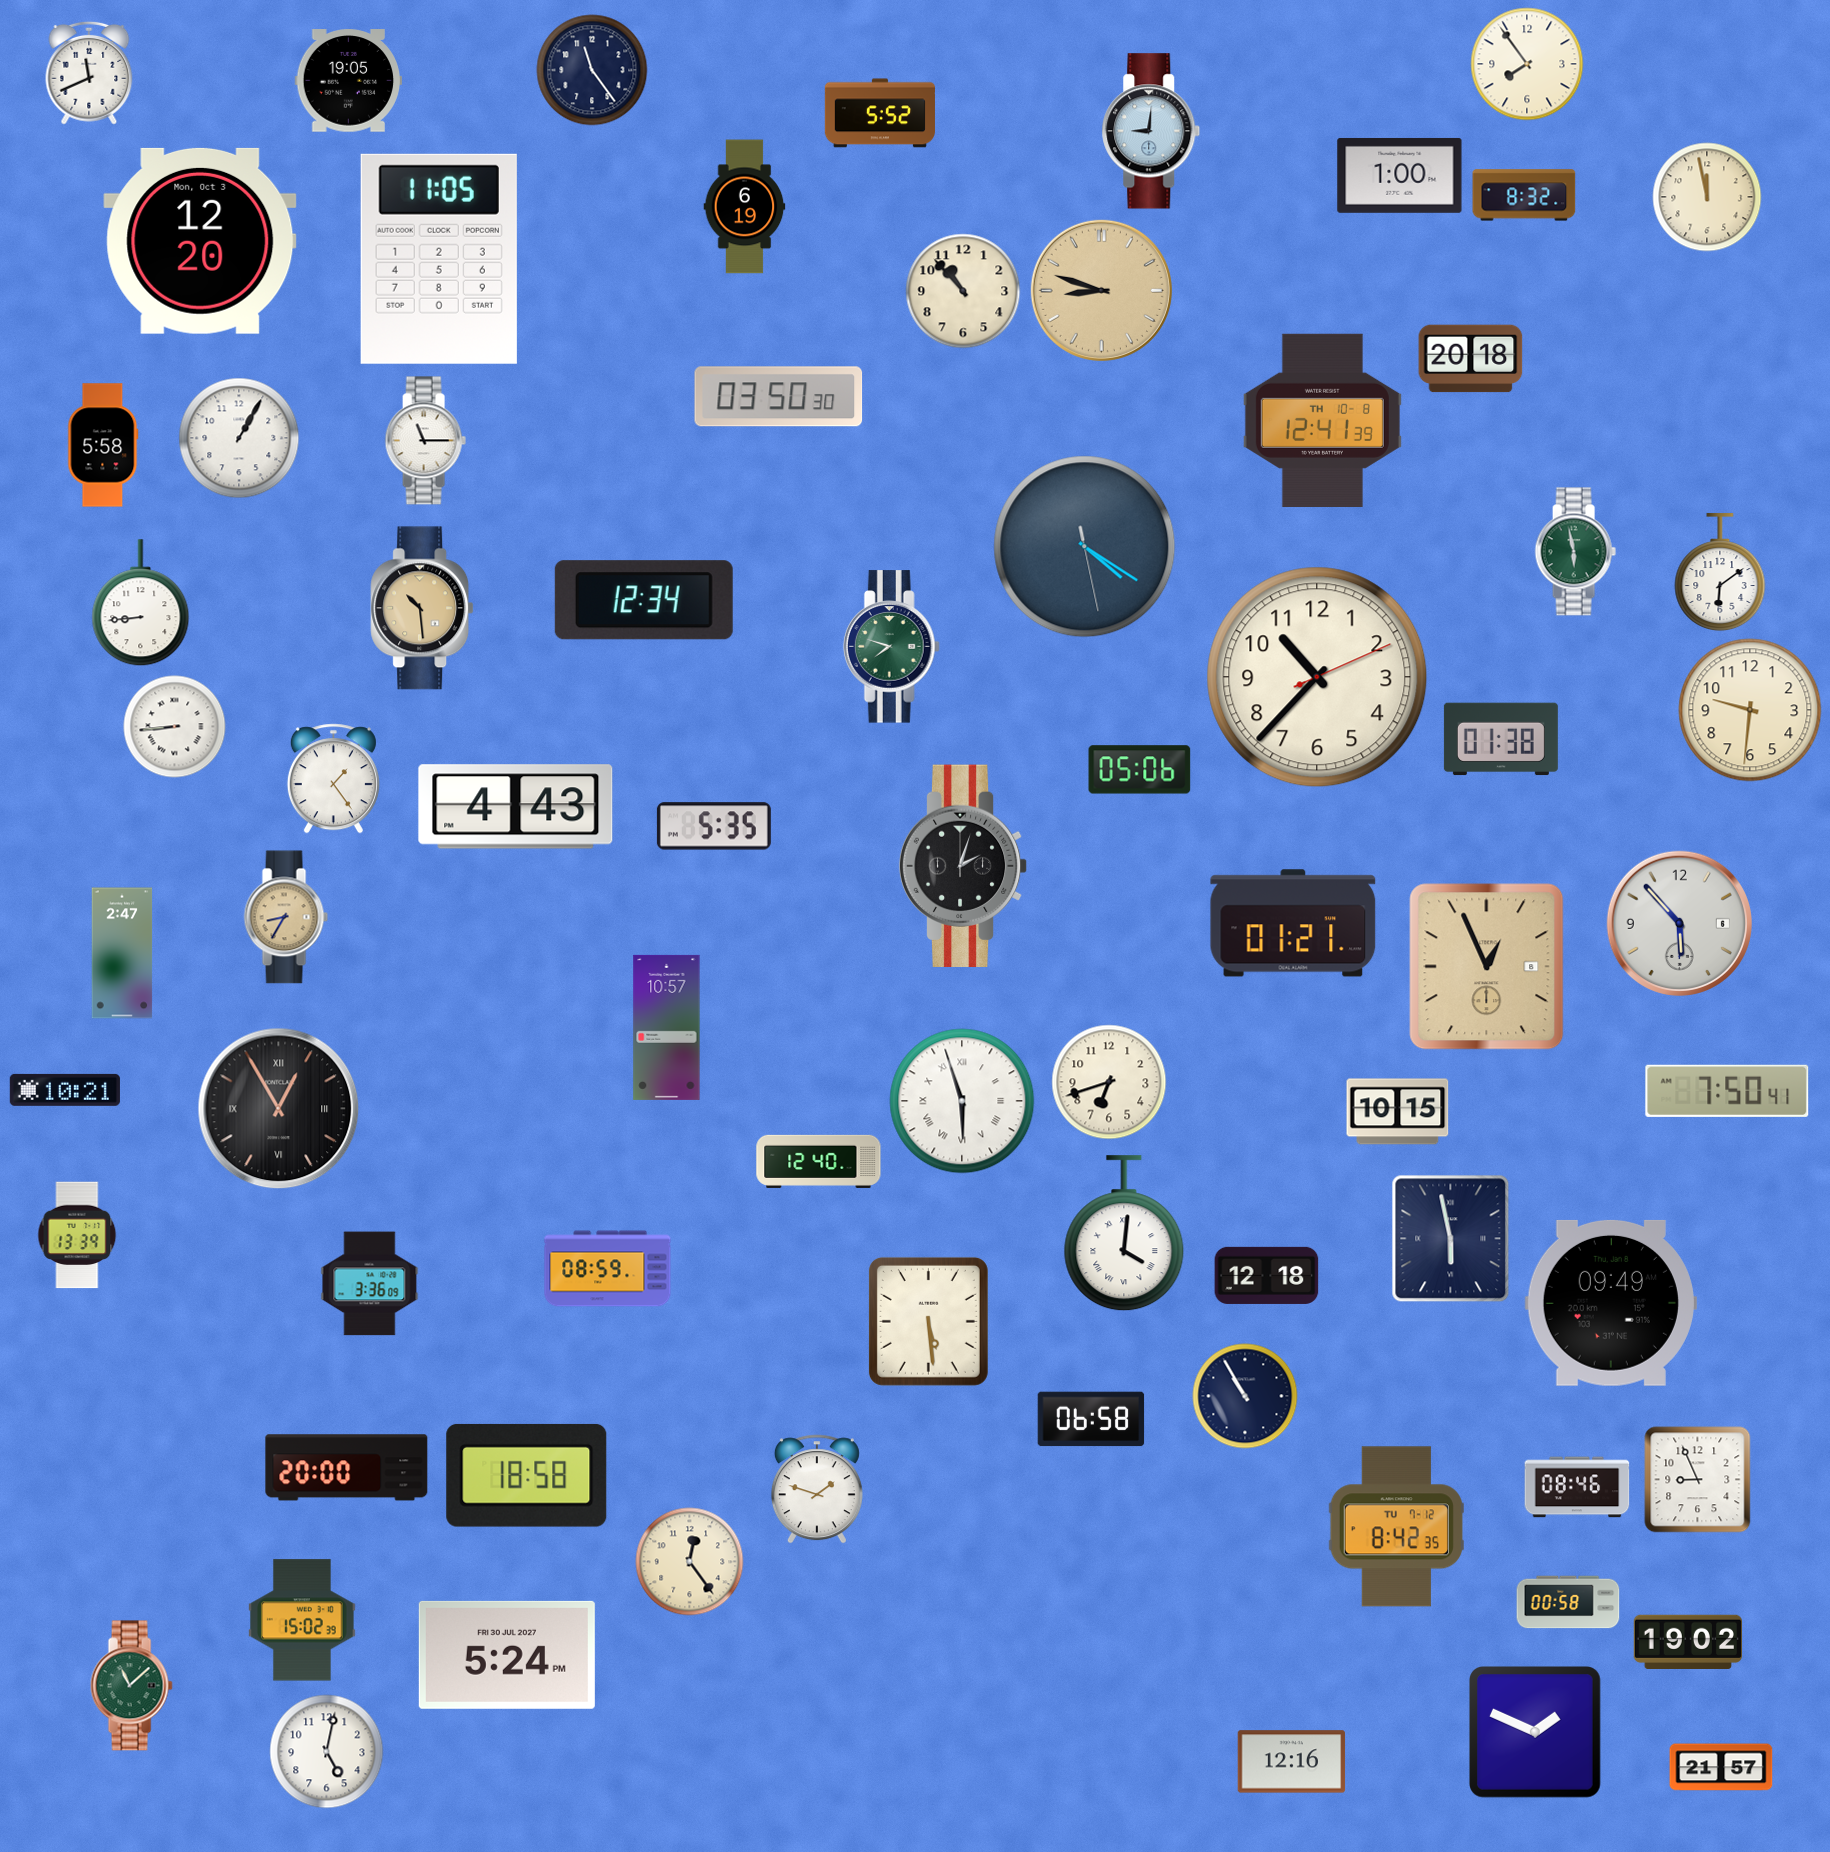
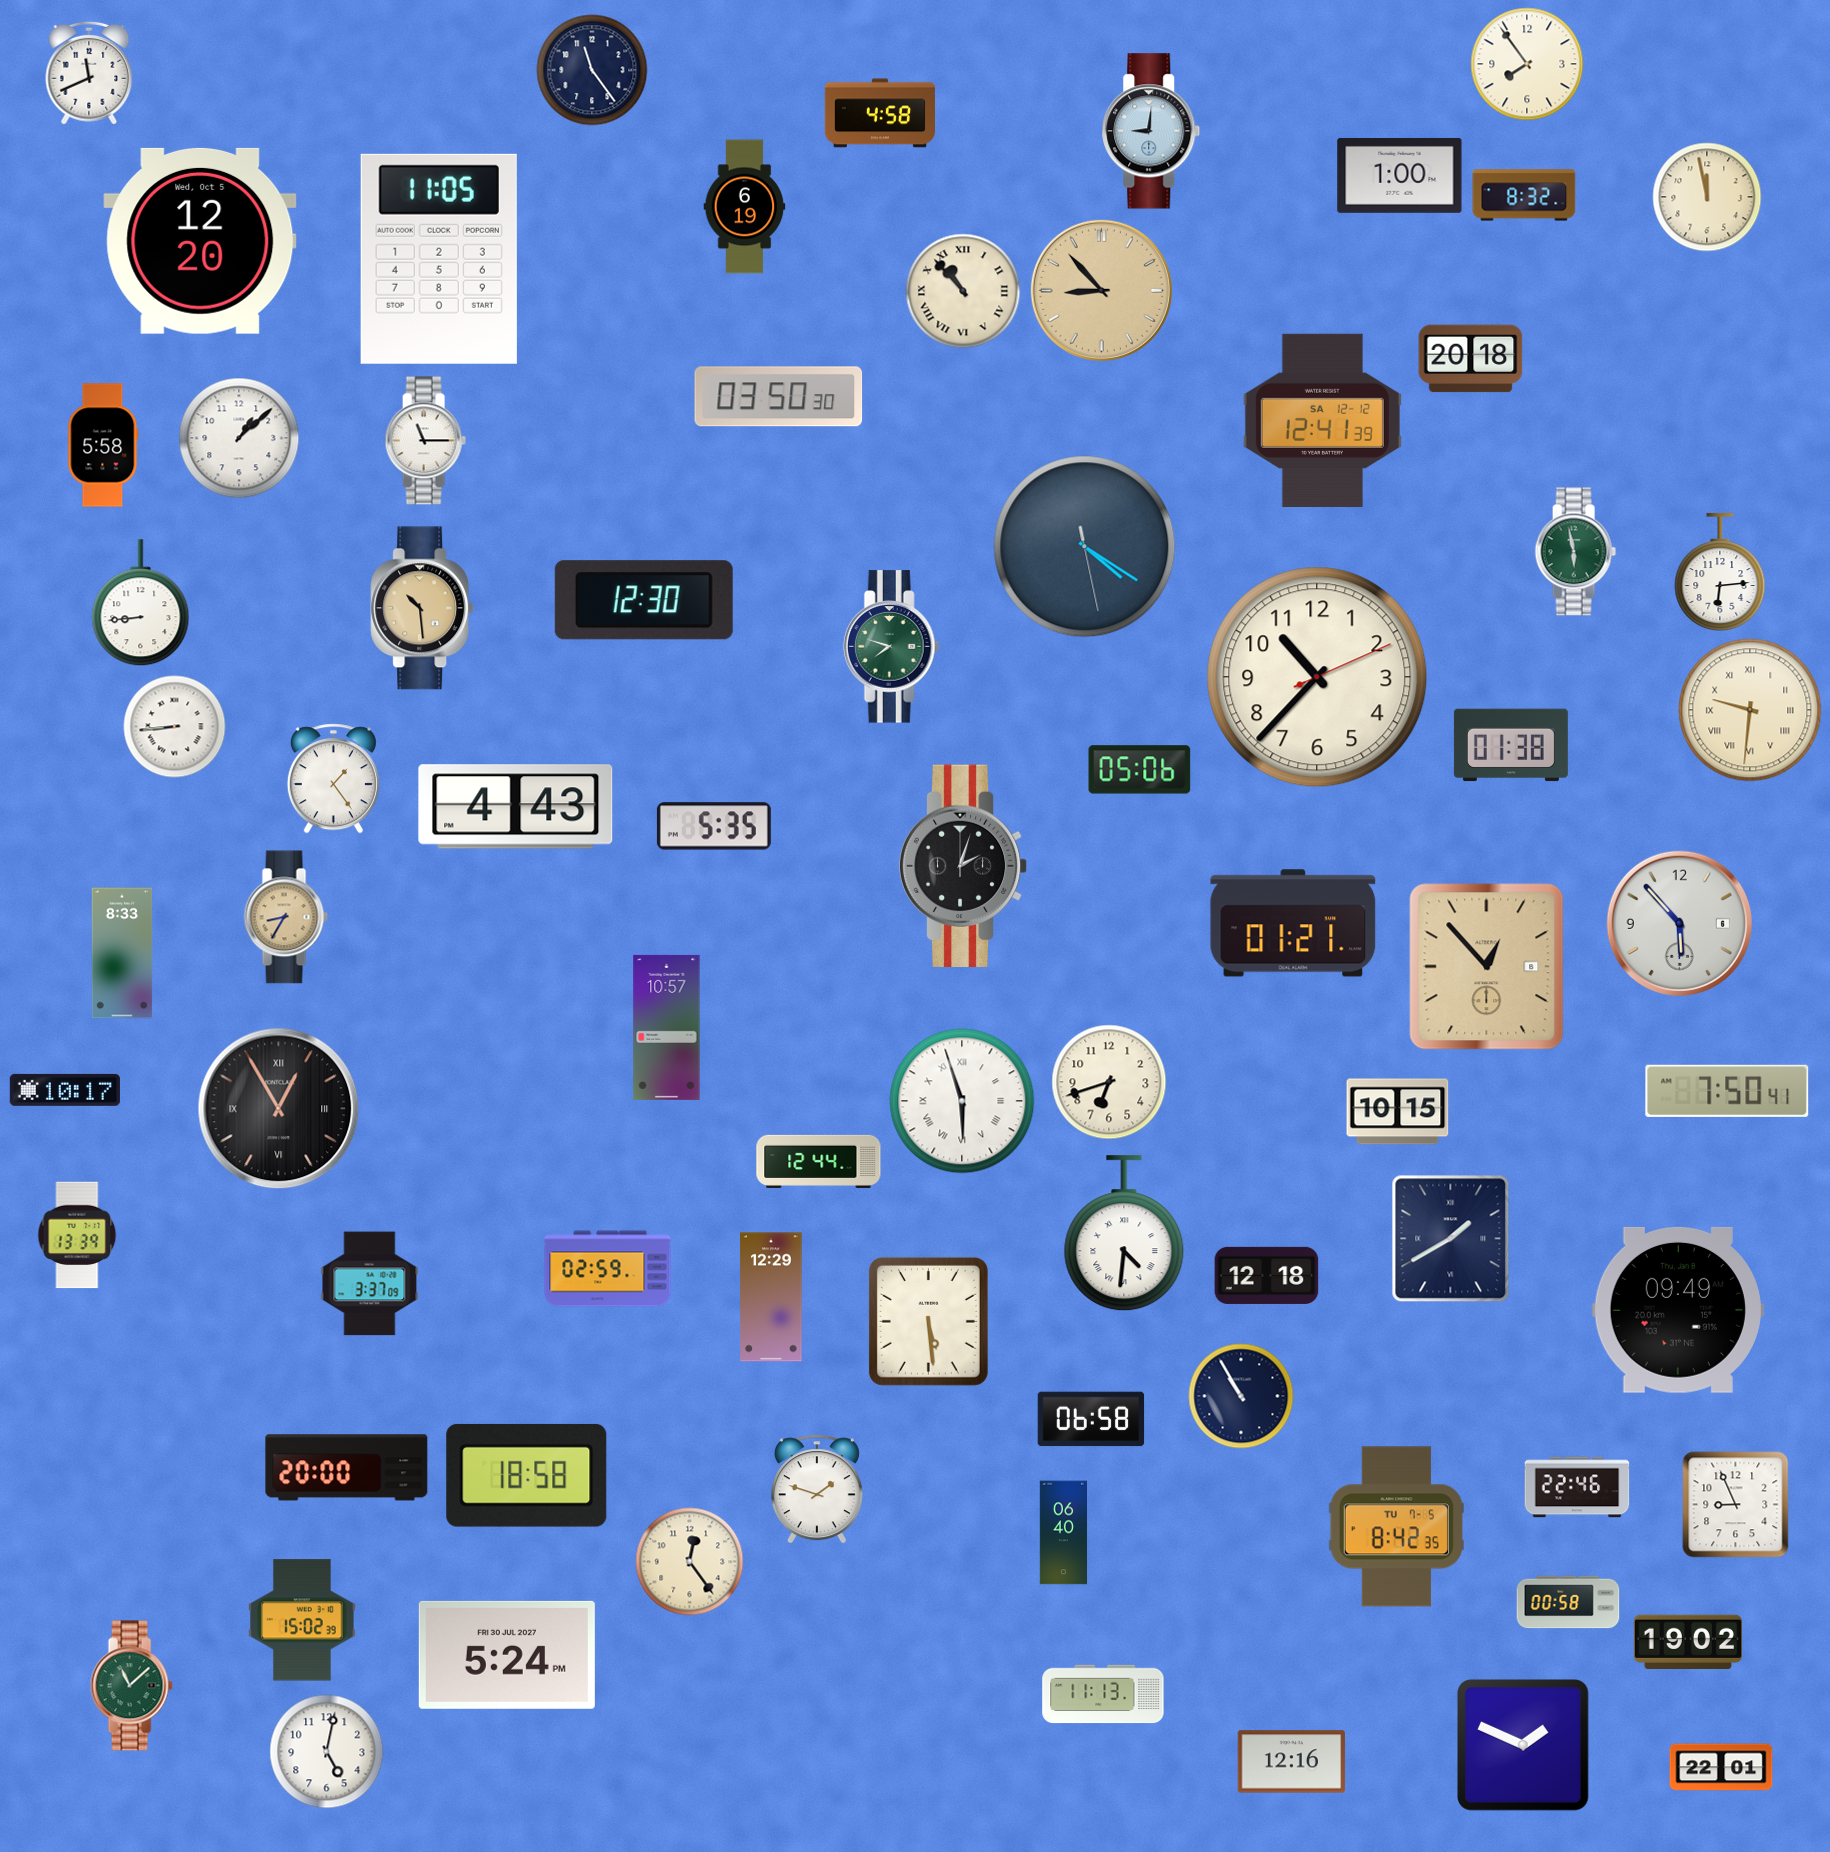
clock at (349, 81): 19:05 -> none
clock at (880, 113): 5:52 -> 4:58
clock at (200, 241) date: Mon, Oct 3 -> Wed, Oct 5
clock at (1101, 290): 8:48 -> 8:53
clock at (963, 291) numerals: Arabic -> Roman
clock at (1322, 420) date: TH 10-8 -> SA 12-12
clock at (239, 438): 1:05 -> 1:08
clock at (1720, 573): 6:09 -> 6:14
clock at (644, 600): 12:34 -> 12:30
clock at (1750, 710) numerals: Arabic -> Roman
clock at (1501, 739) position: (1501, 739) -> (1511, 745)
clock at (122, 953): 2:47 -> 8:33
clock at (1487, 967): 12:56 -> 12:53
clock at (65, 1090): 10:21 -> 10:17
clock at (819, 1161): 12:40 -> 12:44
clock at (1124, 1234): 4:01 -> 4:31
clock at (1451, 1239): 5:58 -> 1:40
clock at (608, 1269): 08:59 -> 02:59
clock at (370, 1284): 3:36 -> 3:37
clock at (771, 1297): none -> 12:29
clock at (1611, 1303) position: (1611, 1303) -> (1678, 1310)
clock at (1245, 1396) position: (1245, 1396) -> (1241, 1396)
clock at (1698, 1480) position: (1698, 1480) -> (1736, 1505)
clock at (1577, 1487): 08:46 -> 22:46
clock at (1396, 1527) date: TU 7-12 -> TU 7-5
clock at (1064, 1533): none -> 06:40
clock at (1103, 1694): none -> 11:13
clock at (1536, 1733) position: (1536, 1733) -> (1524, 1746)
clock at (1721, 1767): 21:57 -> 22:01
